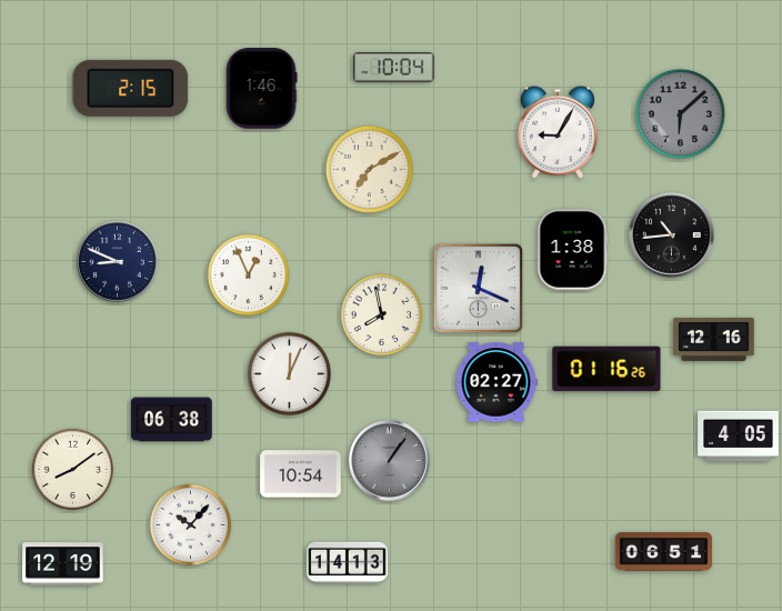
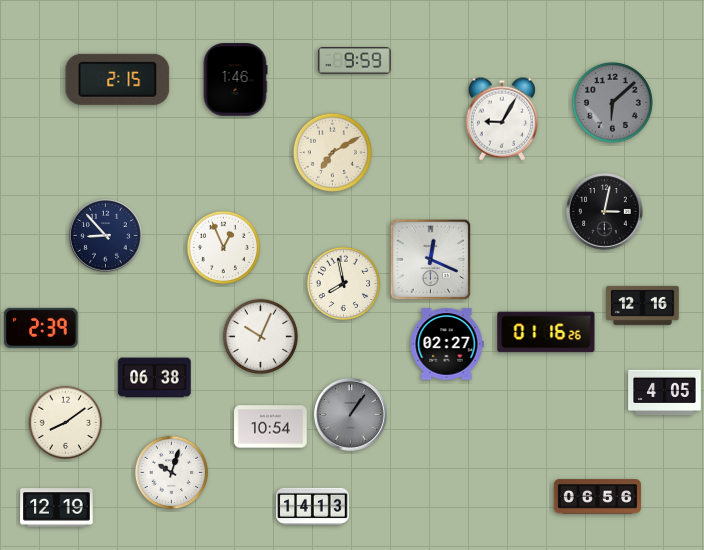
clock at (394, 68): 10:04 -> 9:59
clock at (672, 236): 10:44 -> 3:02
clock at (572, 250): 1:38 -> none
clock at (118, 262): 8:49 -> 8:53
clock at (41, 328): none -> 2:39
clock at (289, 373): 12:04 -> 10:04
clock at (191, 525): 10:07 -> 10:03
clock at (664, 552): 06:51 -> 06:56
